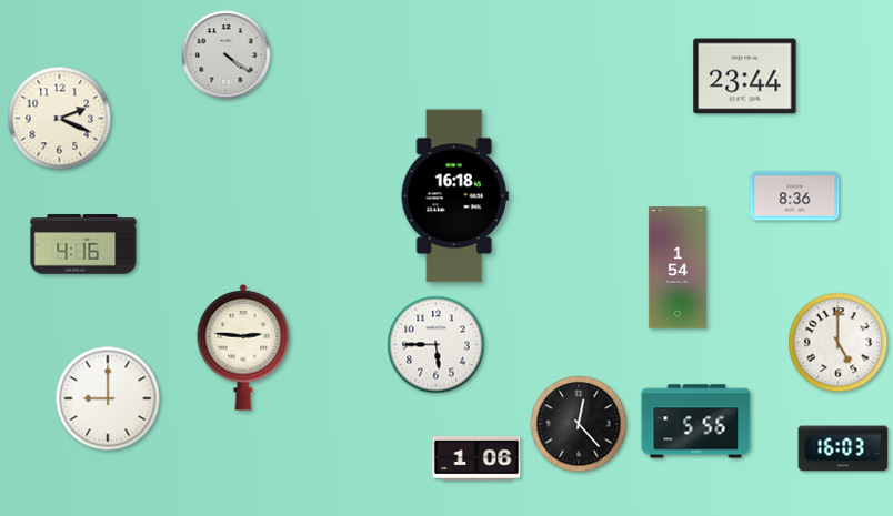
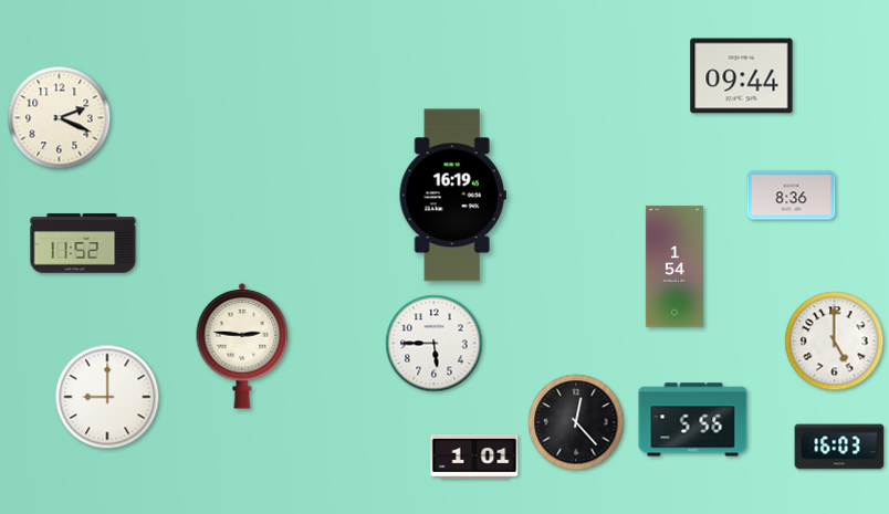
clock at (227, 55): 4:21 -> none
clock at (745, 77): 23:44 -> 09:44
clock at (454, 196): 16:18 -> 16:19
clock at (83, 244): 4:16 -> 11:52
clock at (476, 458): 1:06 -> 1:01
